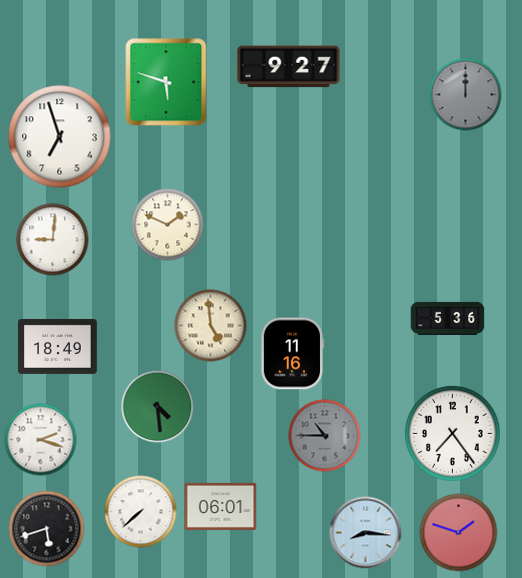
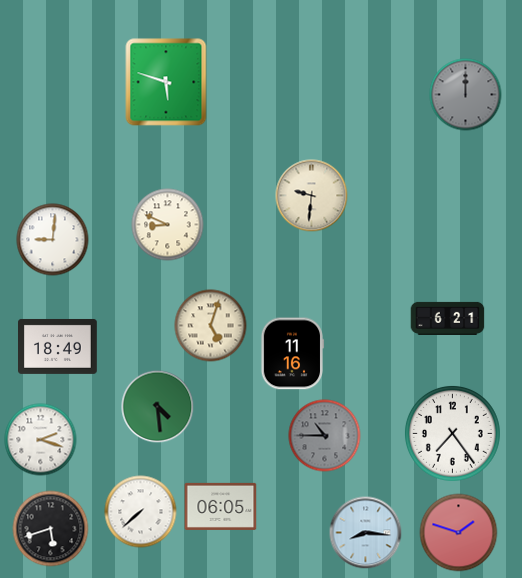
clock at (289, 67): 9:27 -> none
clock at (60, 137): 6:57 -> none
clock at (312, 196): none -> 9:31
clock at (168, 225): 1:49 -> 8:49
clock at (448, 318): 5:36 -> 6:21
clock at (211, 326): 4:59 -> 5:03
clock at (221, 506): 06:01 -> 06:05
clock at (47, 529) position: (47, 529) -> (51, 529)
